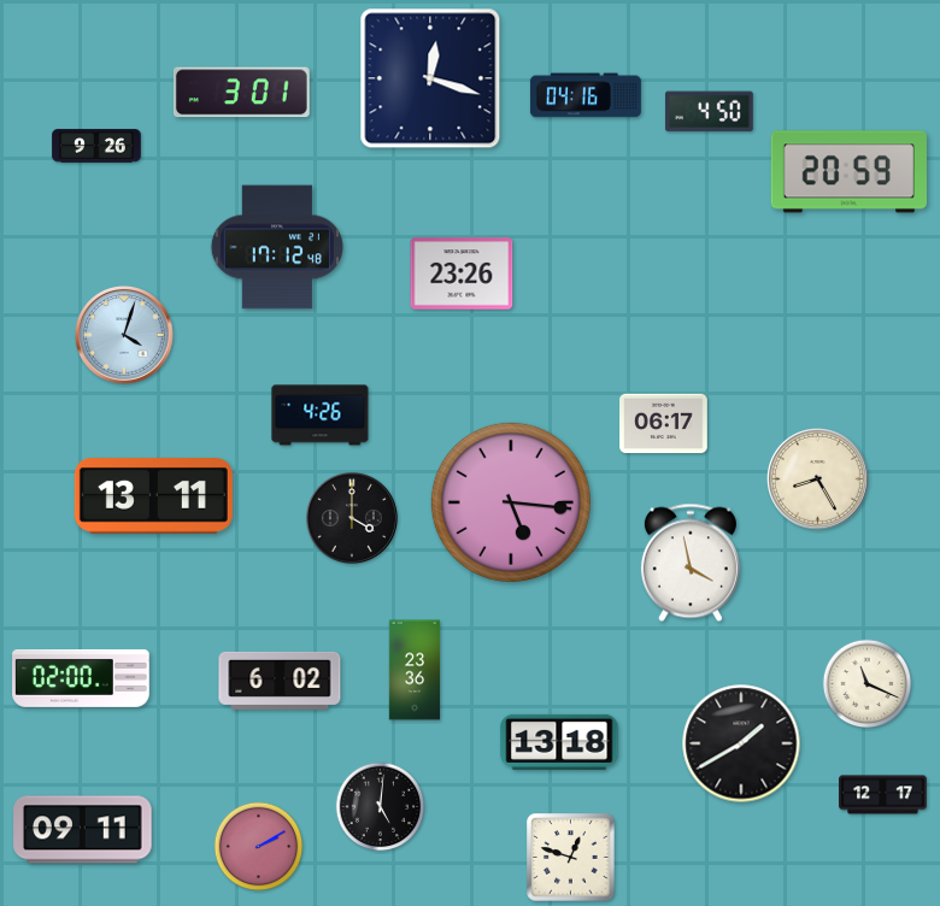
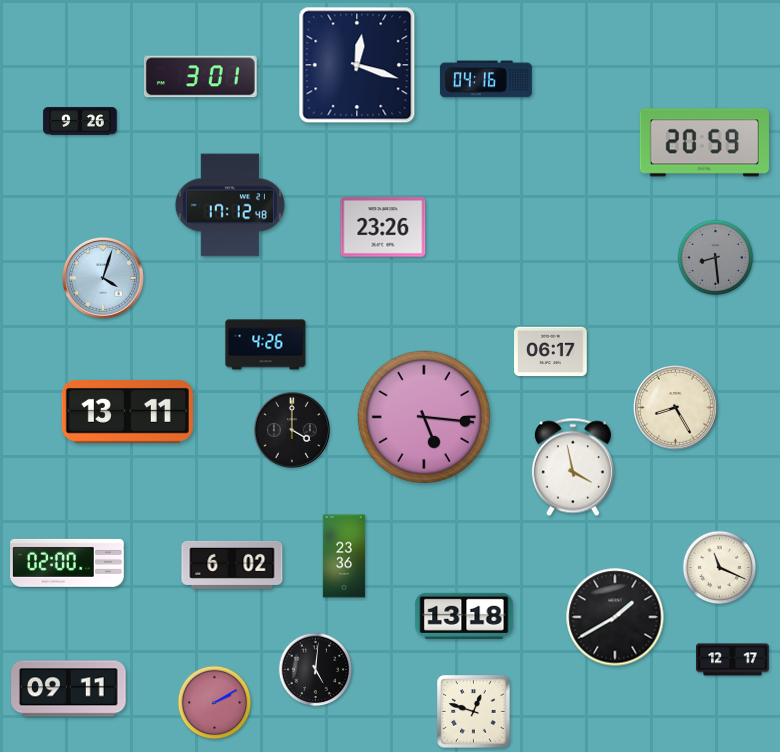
clock at (709, 112): 4:50 -> none
clock at (716, 258): none -> 8:29
clock at (818, 480) position: (818, 480) -> (676, 408)
